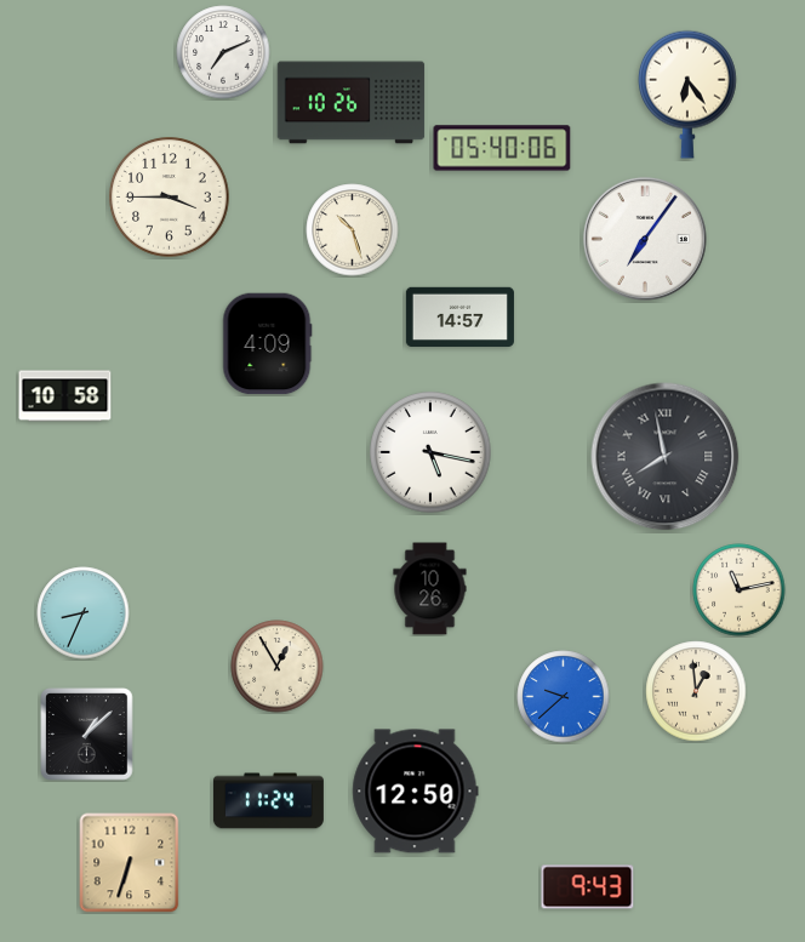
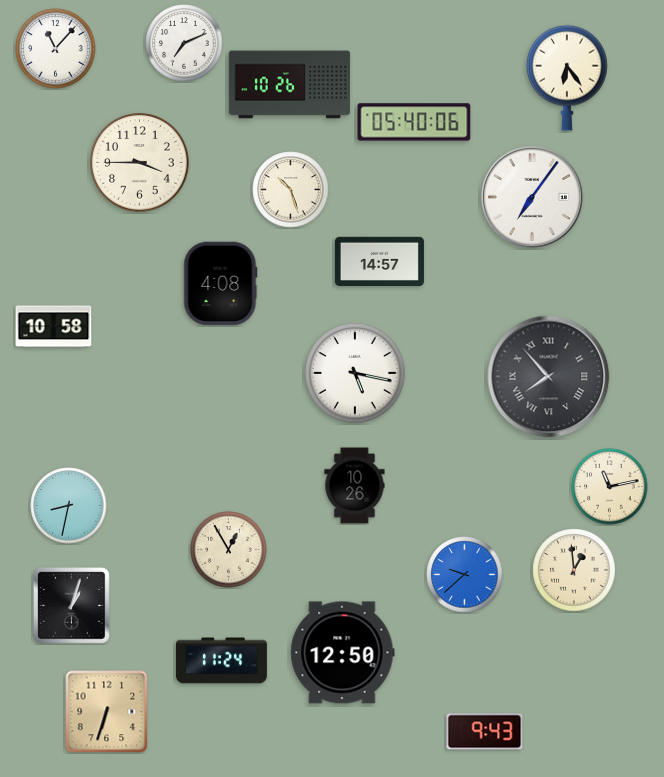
clock at (56, 49): none -> 11:07
clock at (268, 344): 4:09 -> 4:08
clock at (666, 457): 7:58 -> 7:53
clock at (84, 613): 8:34 -> 8:32
clock at (87, 735): 1:08 -> 1:03
